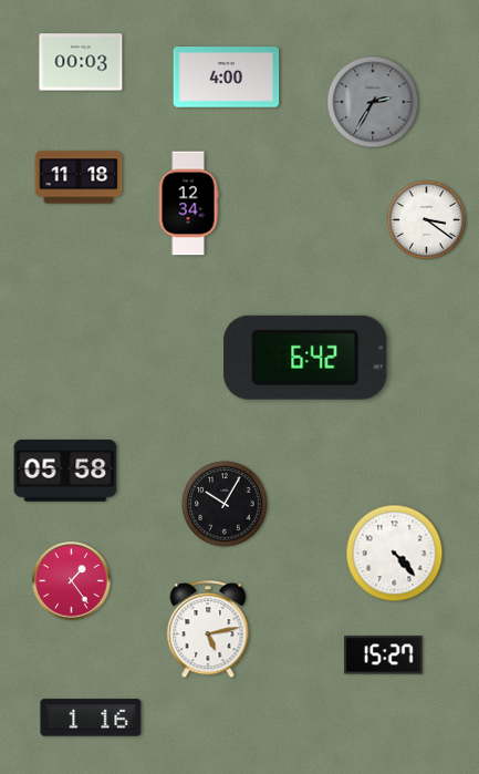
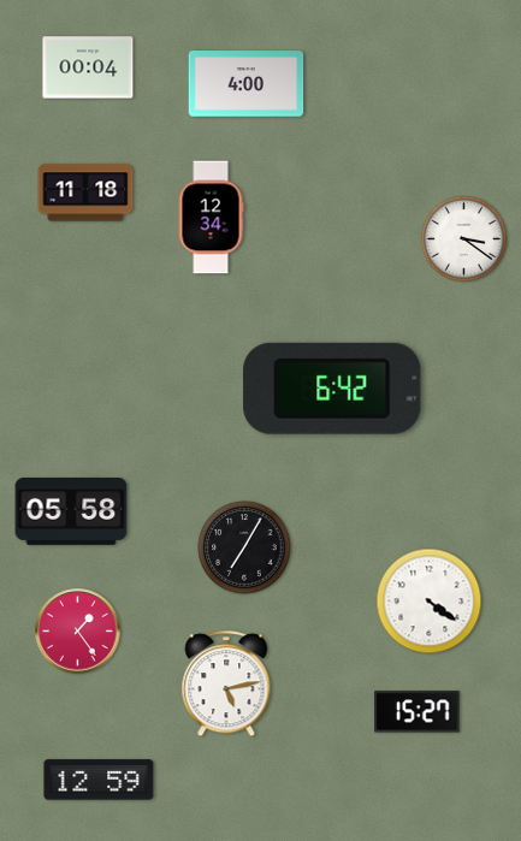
clock at (81, 62): 00:03 -> 00:04
clock at (373, 102): 2:35 -> none
clock at (188, 204) position: (188, 204) -> (211, 218)
clock at (225, 504): 10:05 -> 7:05
clock at (395, 554): 4:23 -> 4:21
clock at (91, 718): 1:16 -> 12:59
